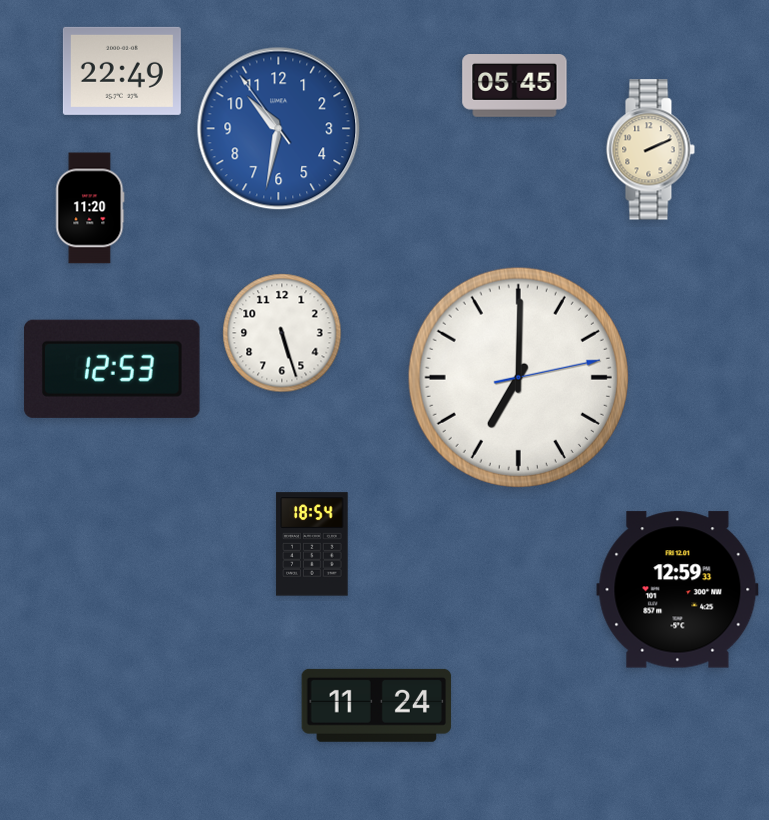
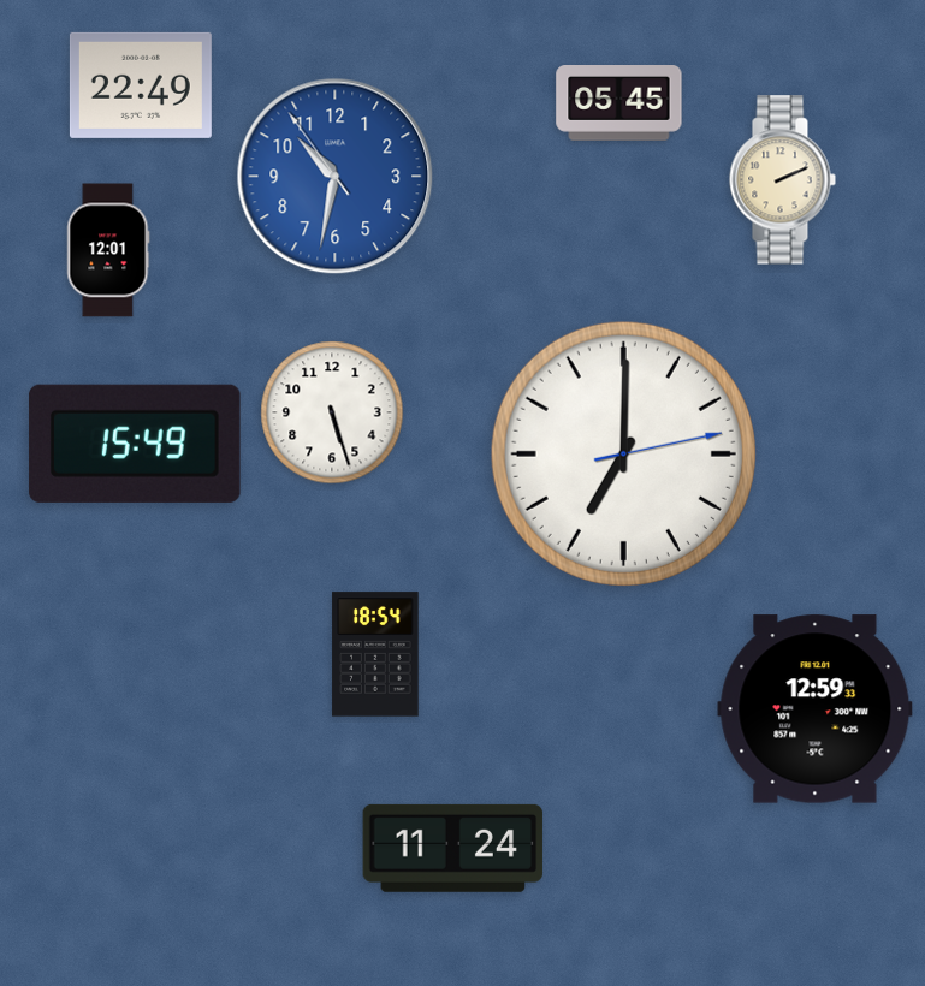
clock at (122, 71) position: (122, 71) -> (141, 85)
clock at (279, 129) position: (279, 129) -> (336, 177)
clock at (90, 208): 11:20 -> 12:01
clock at (282, 333) position: (282, 333) -> (332, 412)
clock at (112, 369): 12:53 -> 15:49
